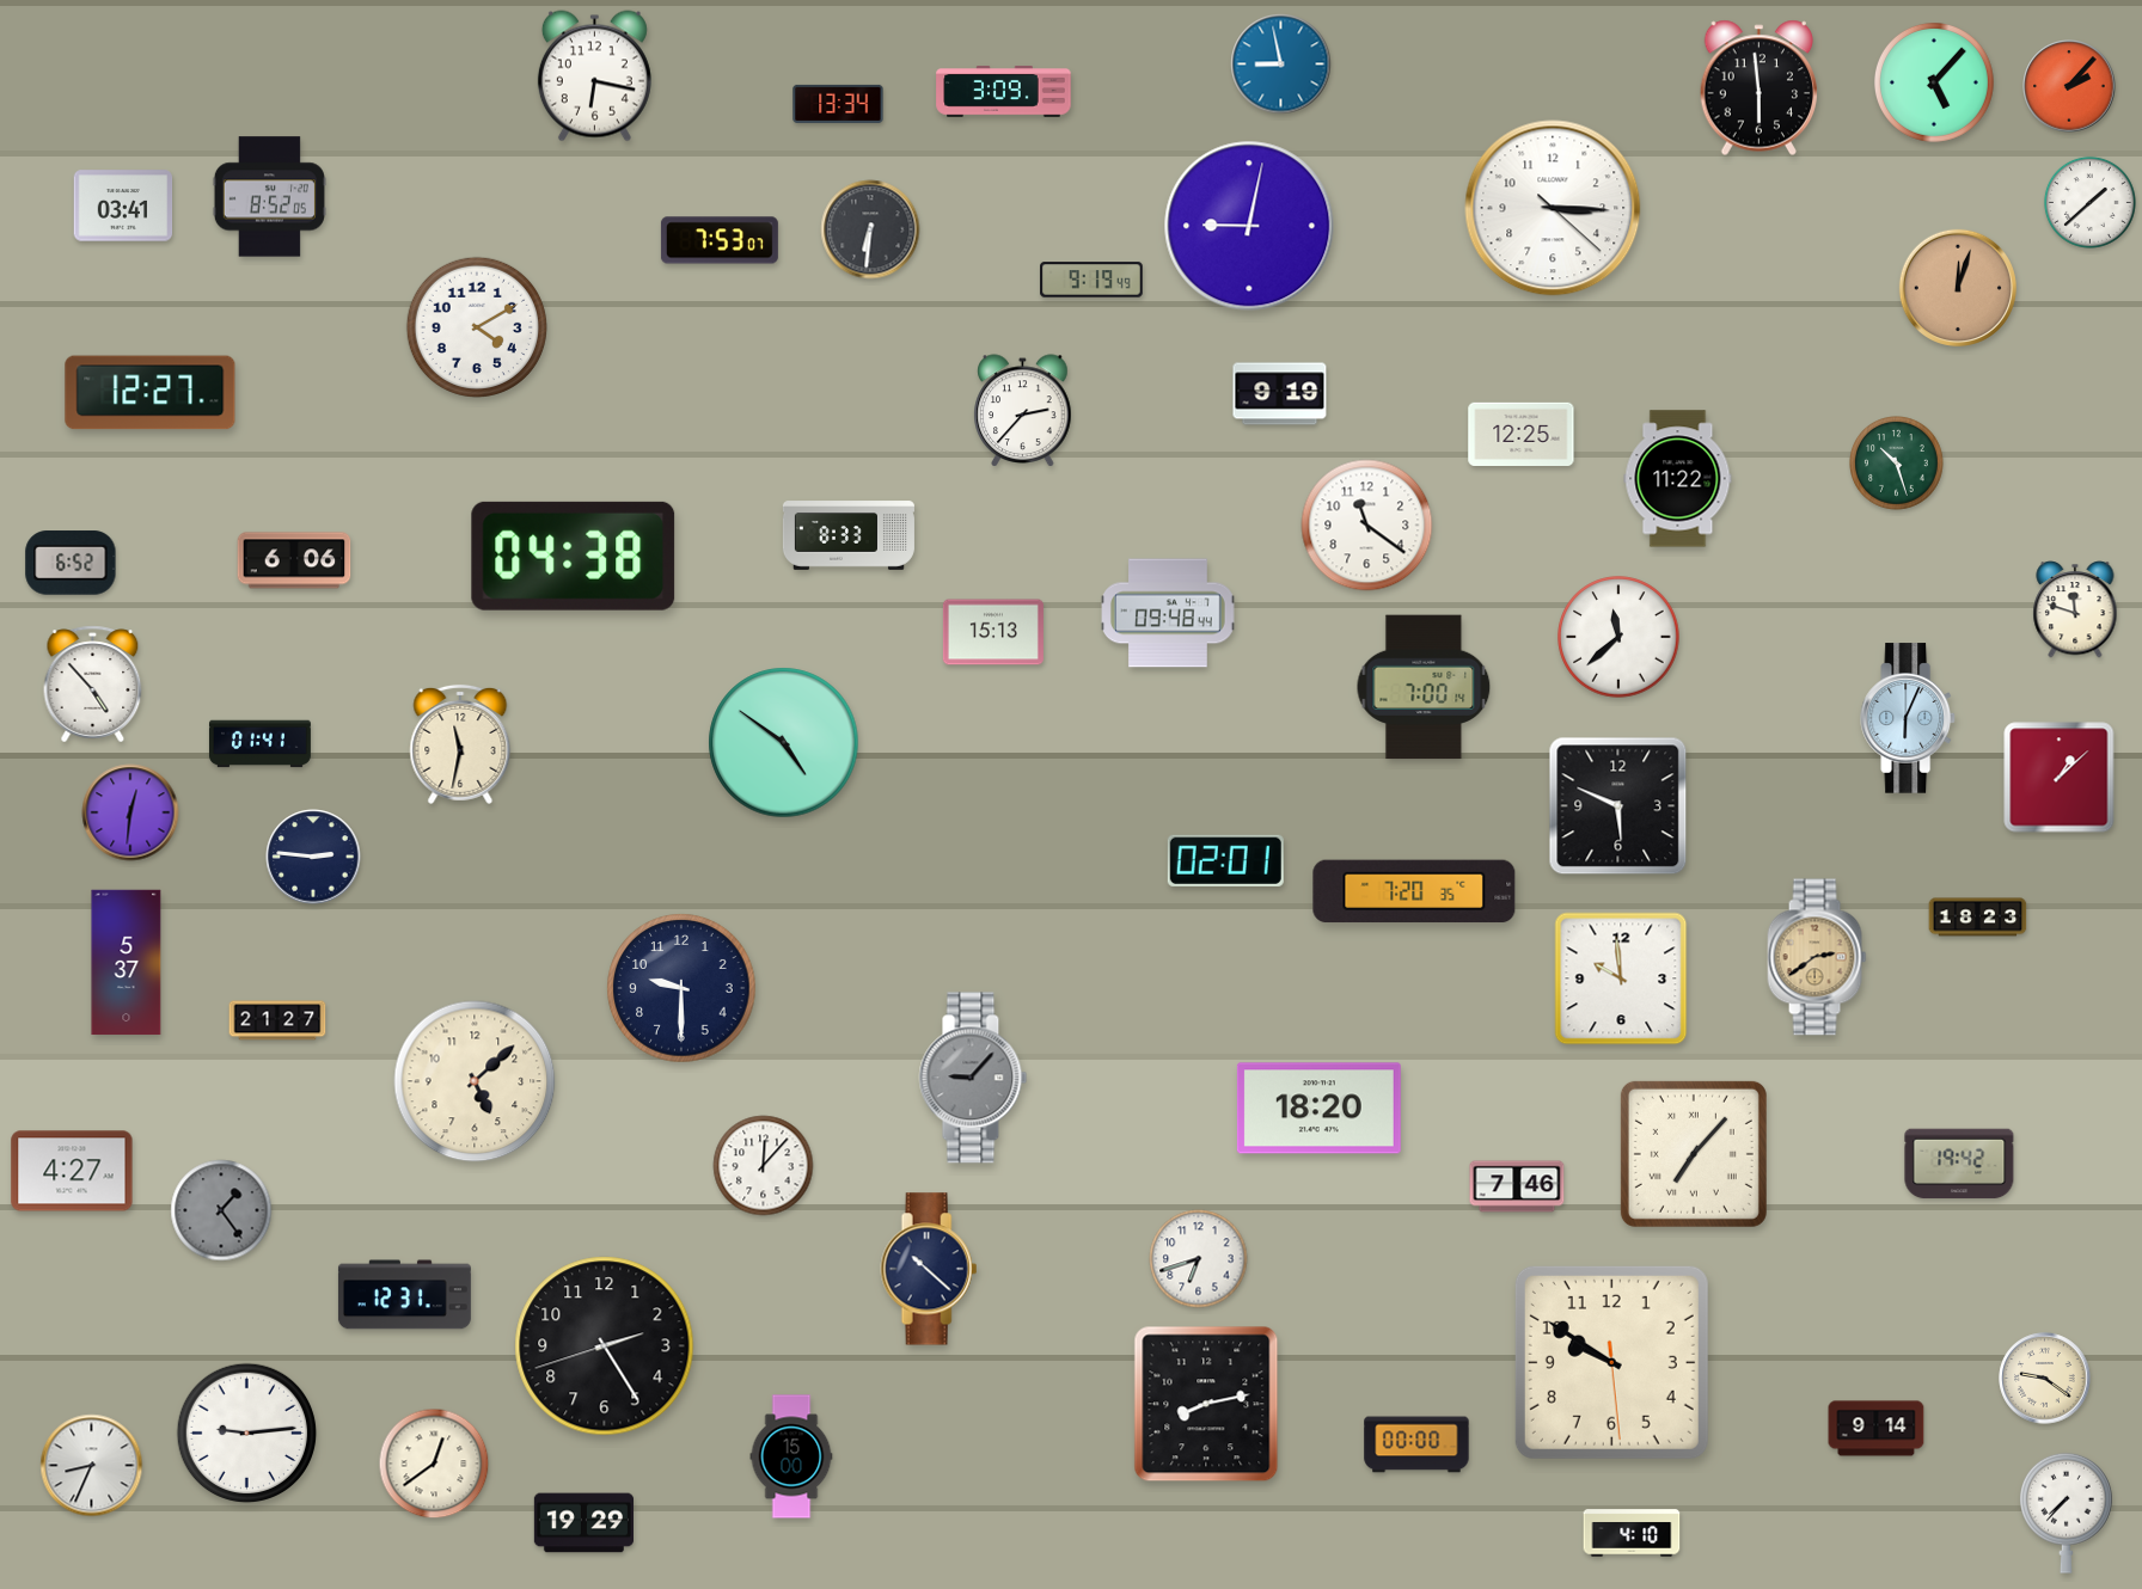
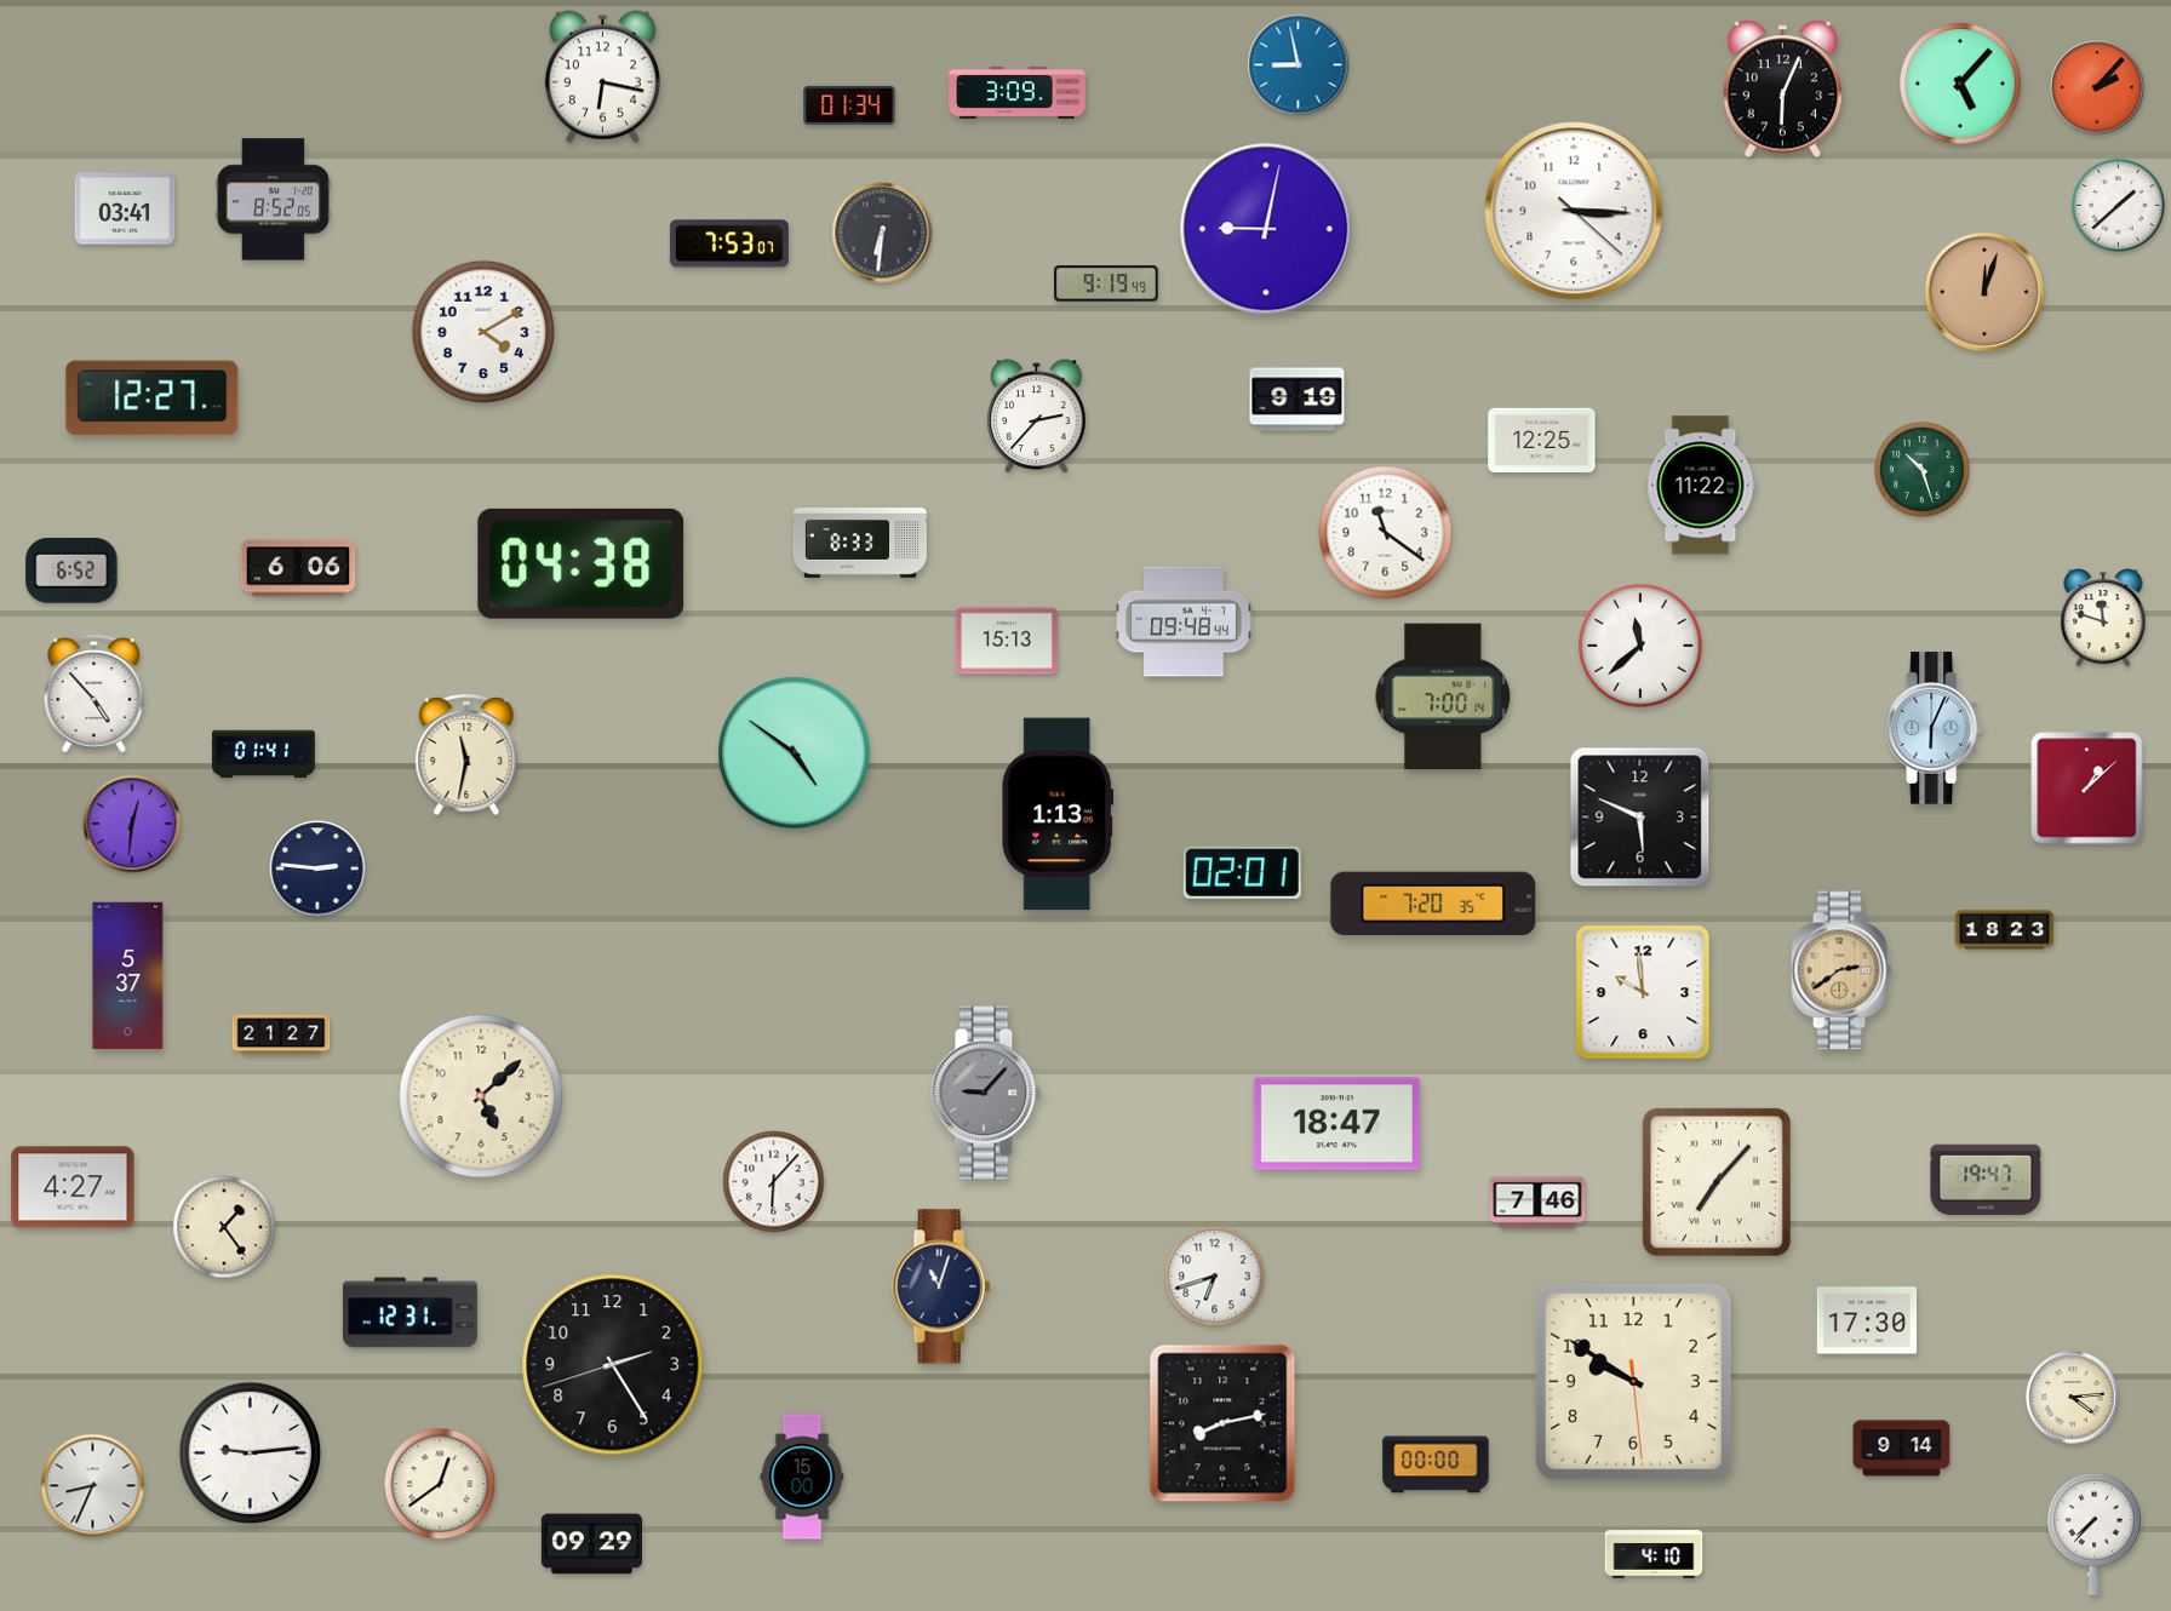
clock at (1759, 88): 5:59 -> 6:04
clock at (838, 104): 13:34 -> 01:34
clock at (1058, 814): none -> 1:13
clock at (681, 988): 9:30 -> none
clock at (1318, 1109): 18:20 -> 18:47
clock at (1694, 1154) position: (1694, 1154) -> (1717, 1182)
clock at (1959, 1164): 19:42 -> 19:47
clock at (764, 1166): 12:07 -> 6:07
clock at (221, 1210) dial: grey -> cream
clock at (929, 1269): 10:22 -> 11:03
clock at (1867, 1320): none -> 17:30
clock at (2045, 1379): 9:21 -> 4:14
clock at (583, 1523): 19:29 -> 09:29
